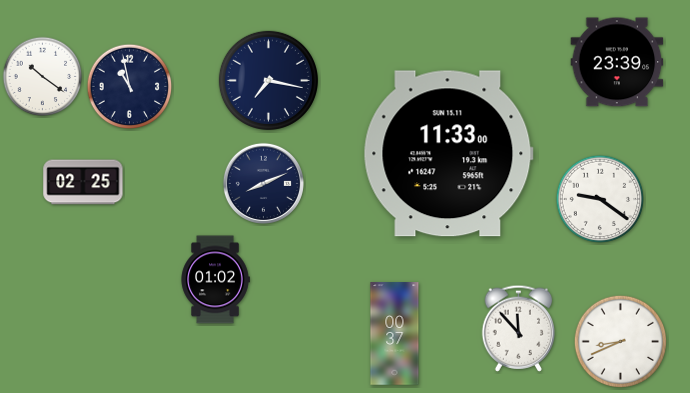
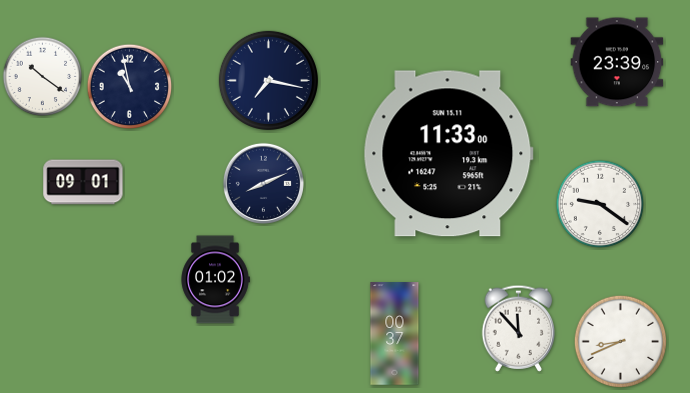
clock at (83, 182): 02:25 -> 09:01
clock at (600, 199) position: (600, 199) -> (600, 204)
